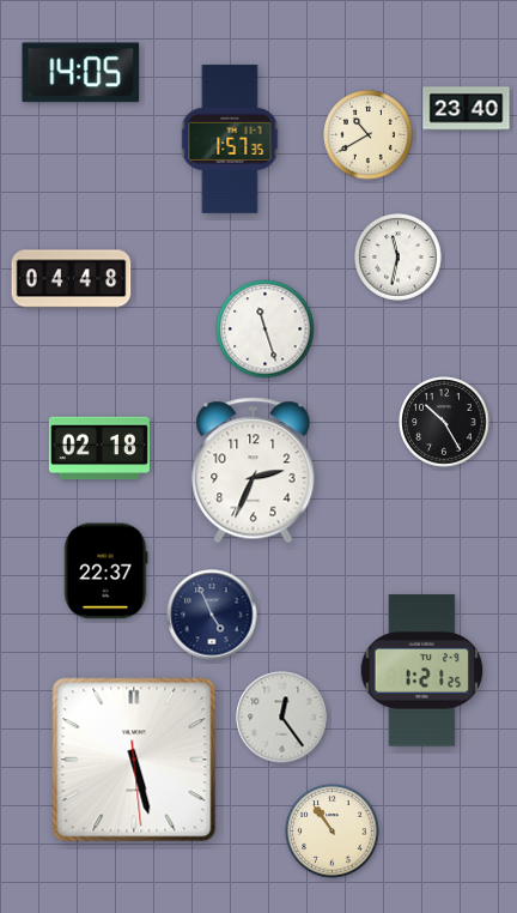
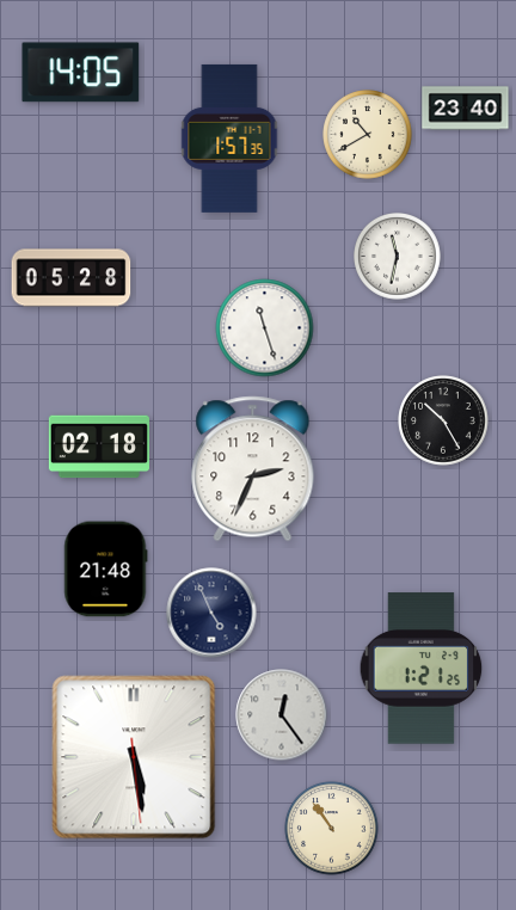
clock at (72, 279): 04:48 -> 05:28
clock at (107, 572): 22:37 -> 21:48
clock at (134, 760): 5:27 -> 5:28
